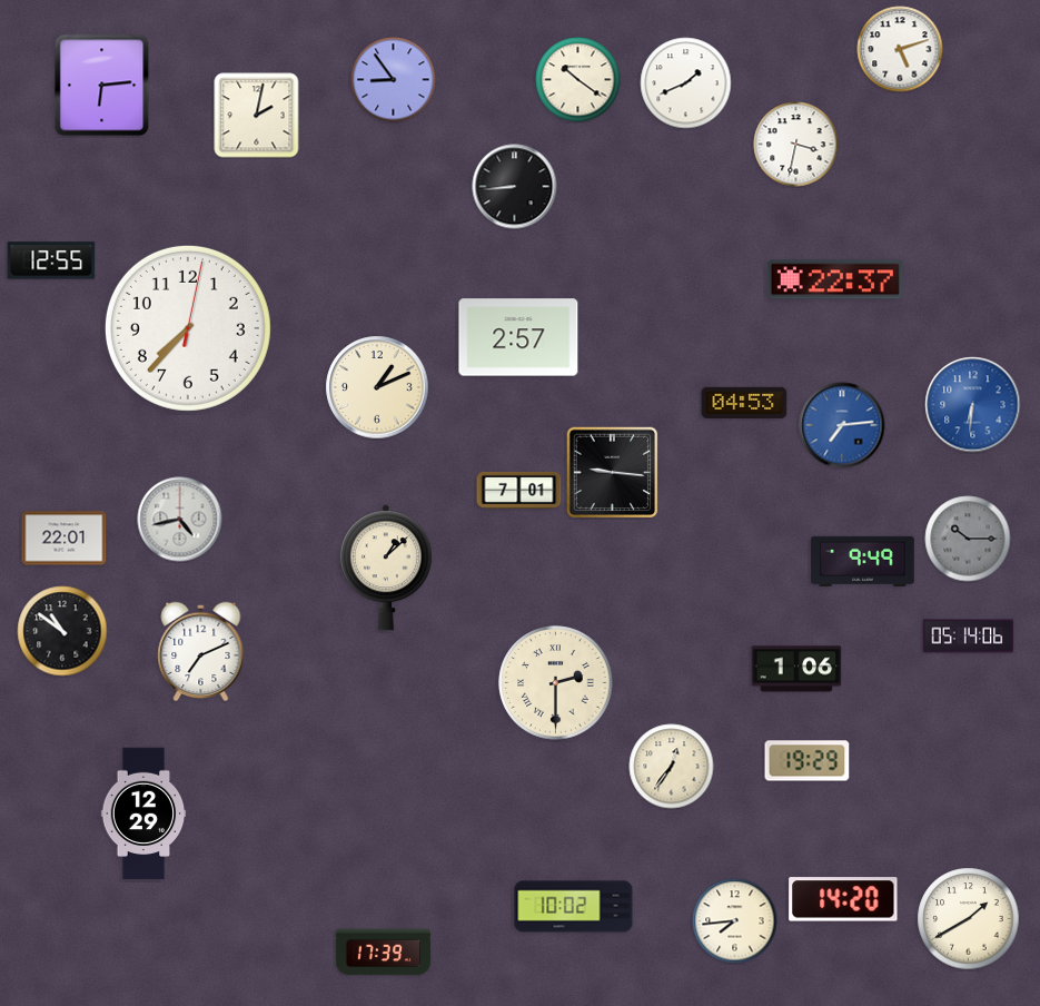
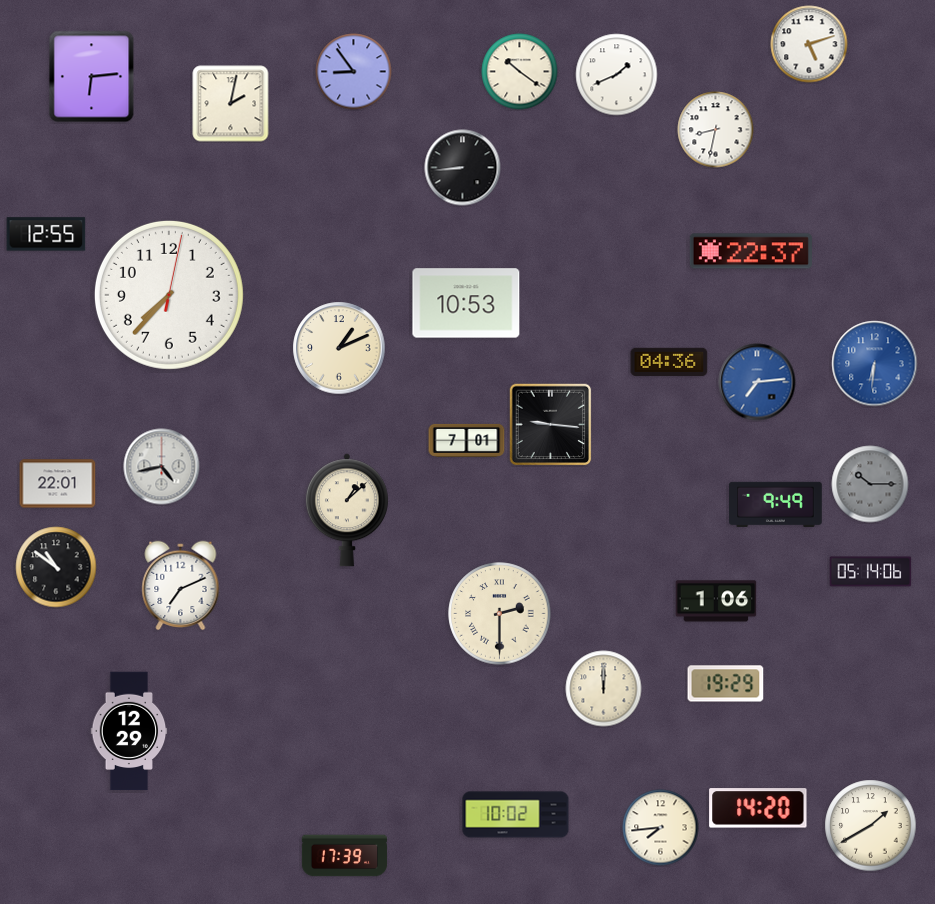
clock at (796, 145): 3:32 -> 8:32
clock at (518, 337): 2:57 -> 10:53
clock at (744, 403): 04:53 -> 04:36
clock at (672, 767): 12:36 -> 12:00
